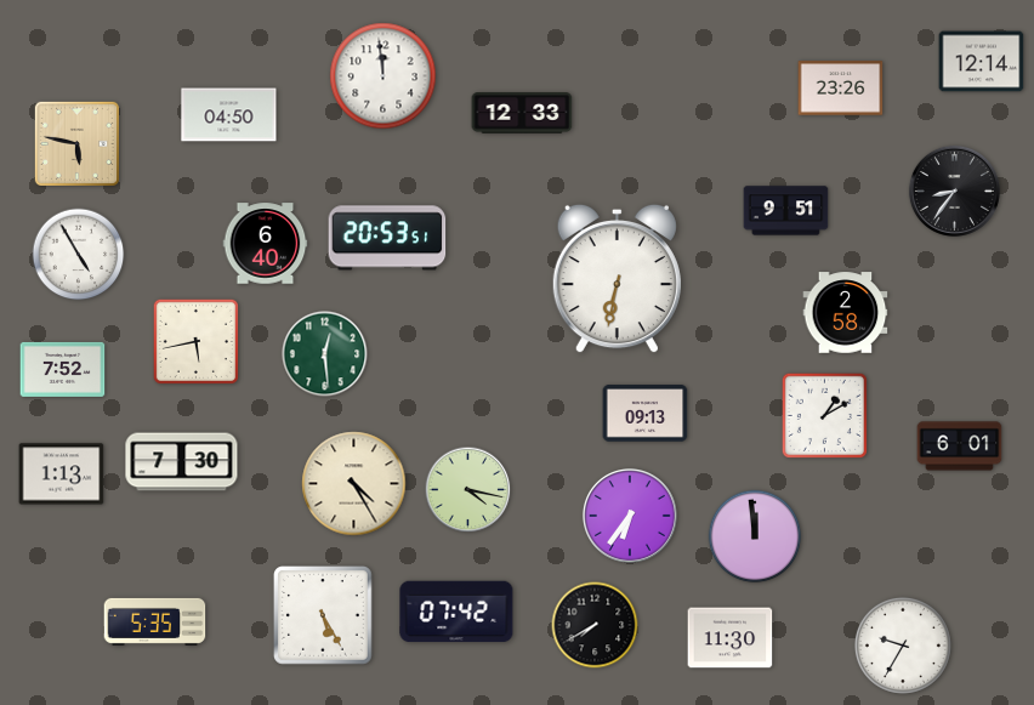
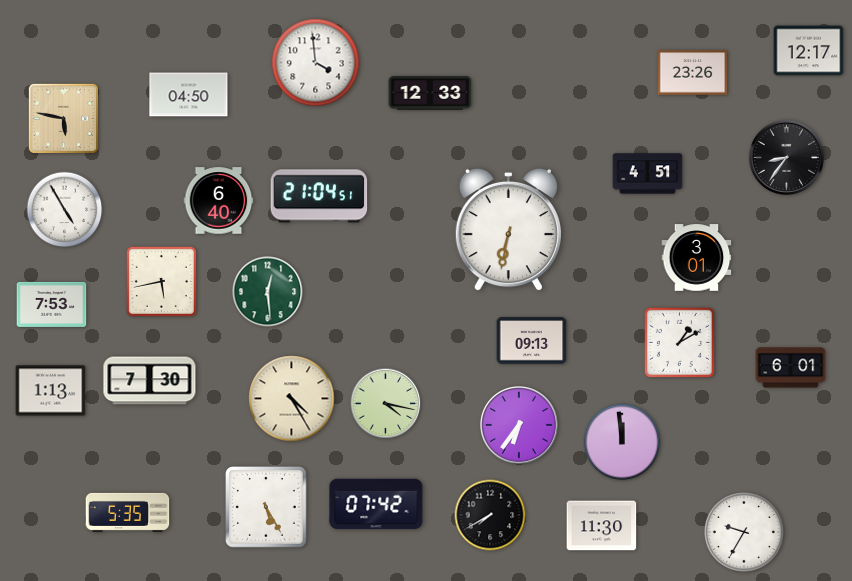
clock at (982, 62): 12:14 -> 12:17
clock at (384, 76): 11:59 -> 3:59
clock at (786, 211): 9:51 -> 4:51
clock at (387, 238): 20:53 -> 21:04
clock at (846, 313): 2:58 -> 3:01
clock at (63, 369): 7:52 -> 7:53
